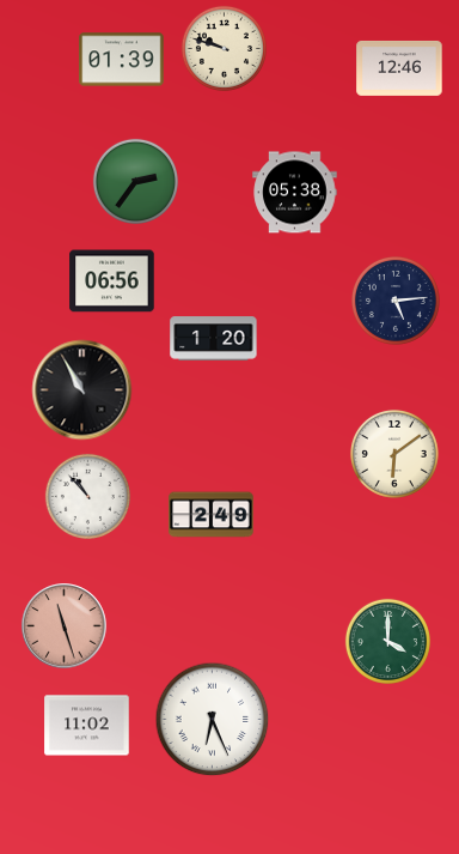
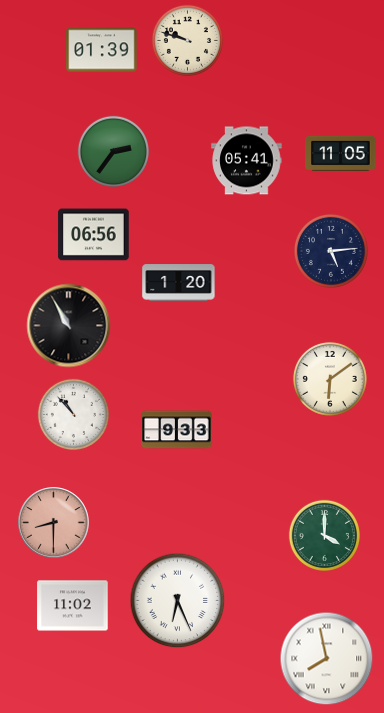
clock at (399, 68): 12:46 -> none
clock at (341, 153): none -> 11:05
clock at (295, 193): 05:38 -> 05:41
clock at (212, 515): 2:49 -> 9:33
clock at (65, 626): 11:27 -> 8:30
clock at (327, 659): none -> 7:58
